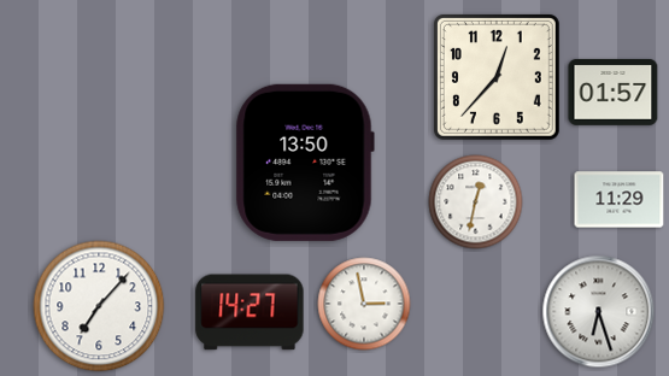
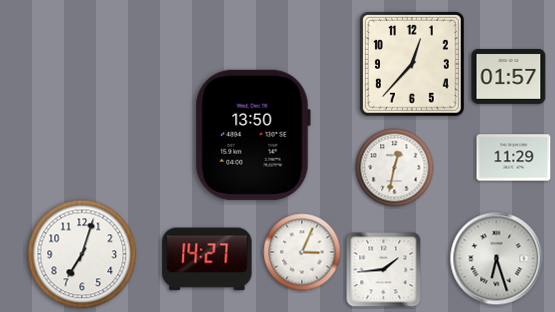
clock at (620, 200) position: (620, 200) -> (514, 158)
clock at (364, 304): 2:58 -> 3:04
clock at (99, 306): 7:07 -> 7:03
clock at (384, 270): none -> 1:44
